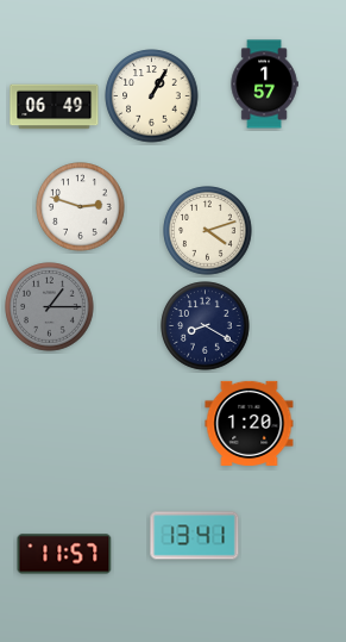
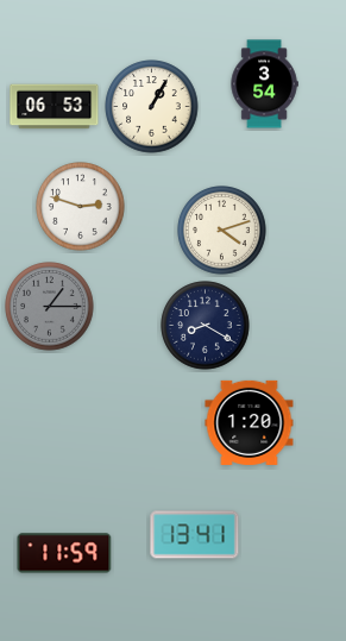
clock at (264, 85): 1:57 -> 3:54
clock at (152, 96) position: (152, 96) -> (152, 107)
clock at (55, 107): 06:49 -> 06:53
clock at (208, 231) position: (208, 231) -> (222, 231)
clock at (64, 554): 11:57 -> 11:59
